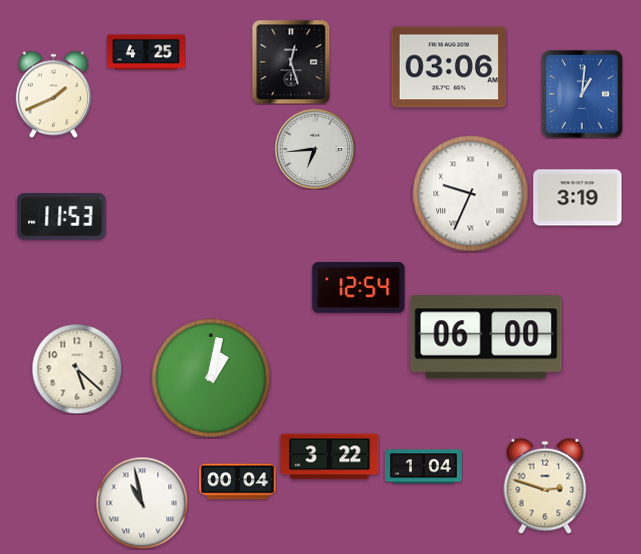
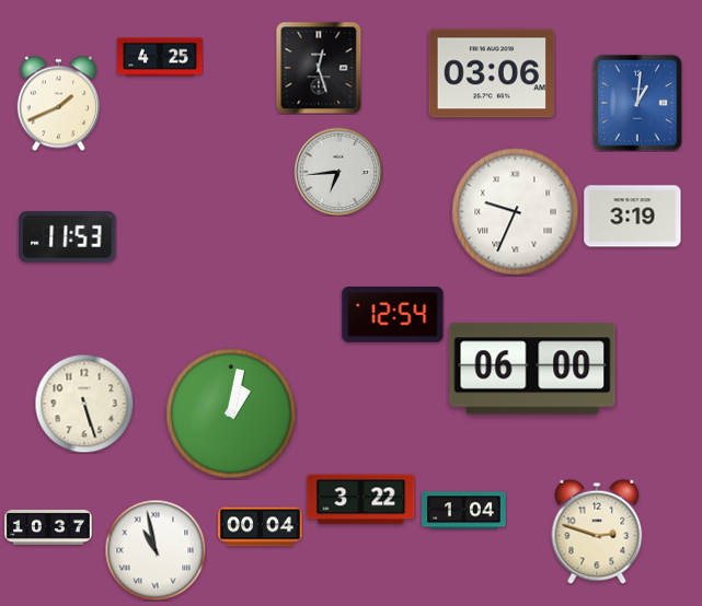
clock at (315, 149) position: (315, 149) -> (338, 172)
clock at (77, 369): 5:22 -> 5:27
clock at (48, 527): none -> 10:37
